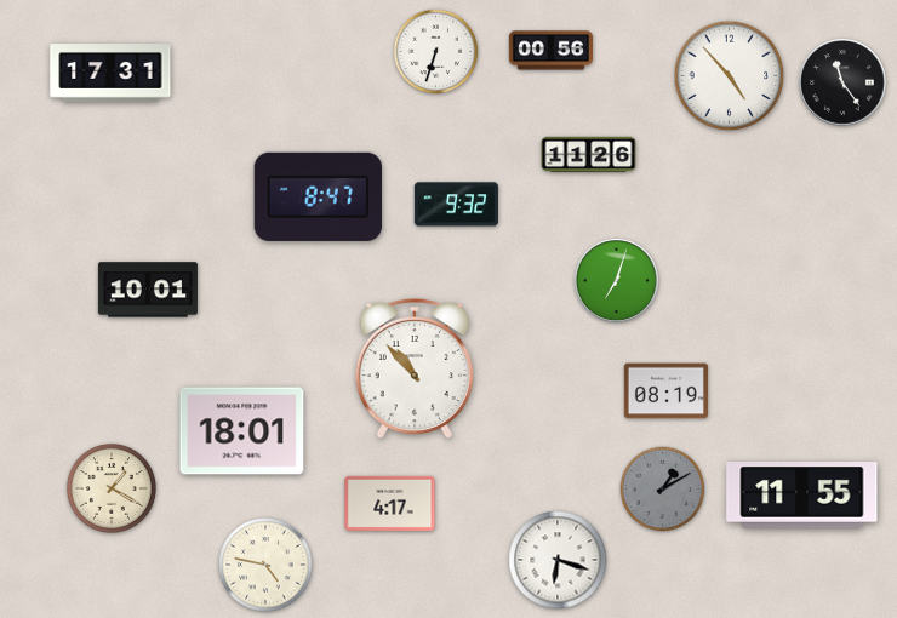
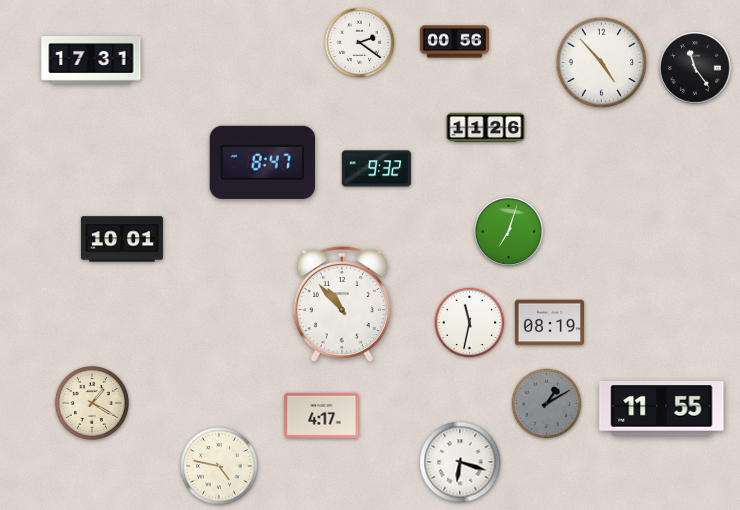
clock at (436, 52): 6:33 -> 2:21
clock at (470, 323): none -> 11:32
clock at (242, 431): 18:01 -> none
